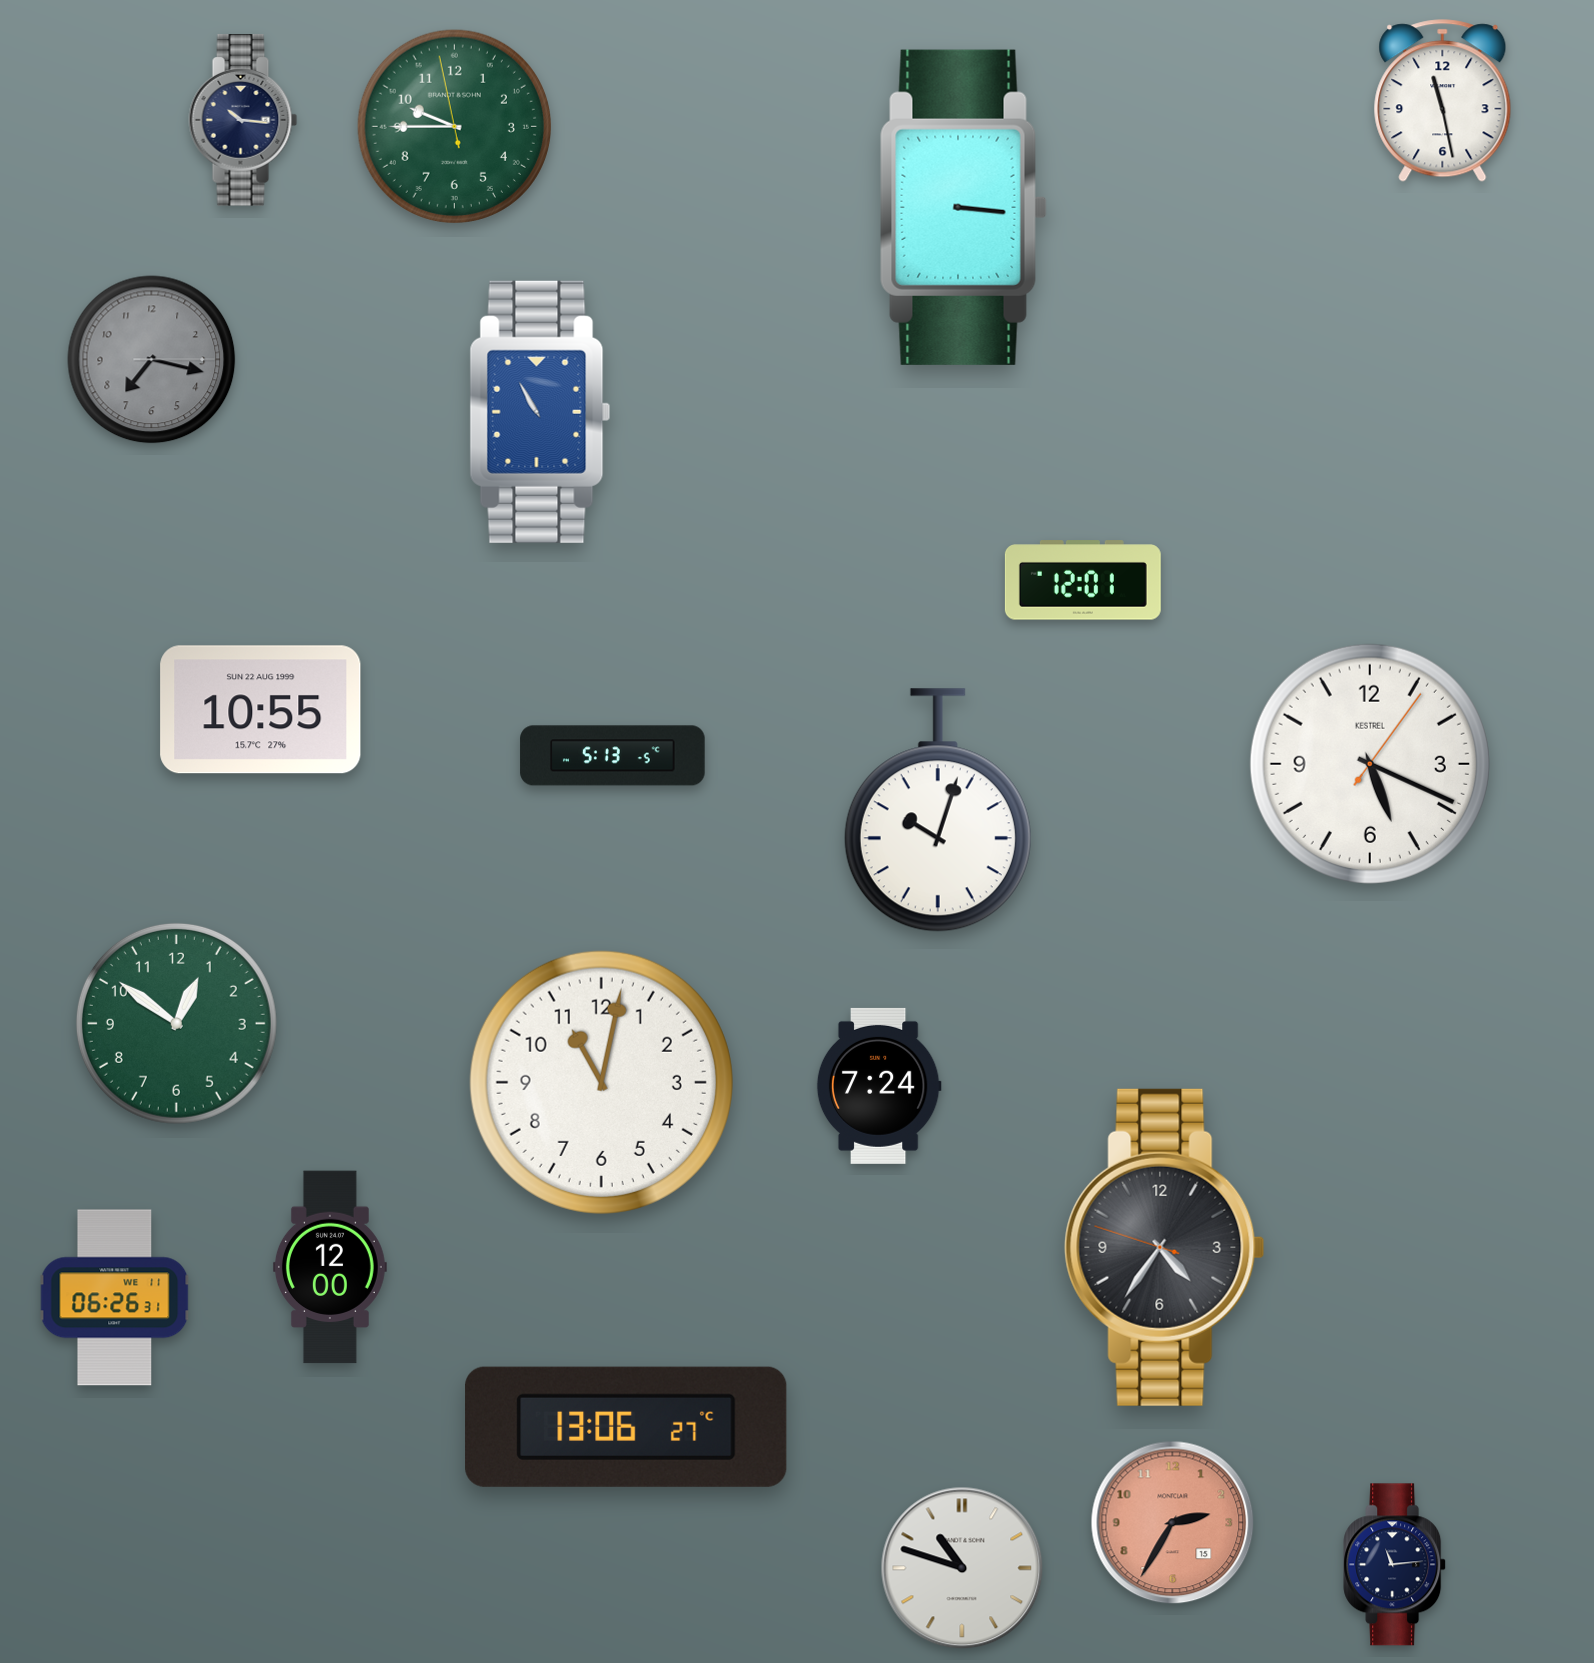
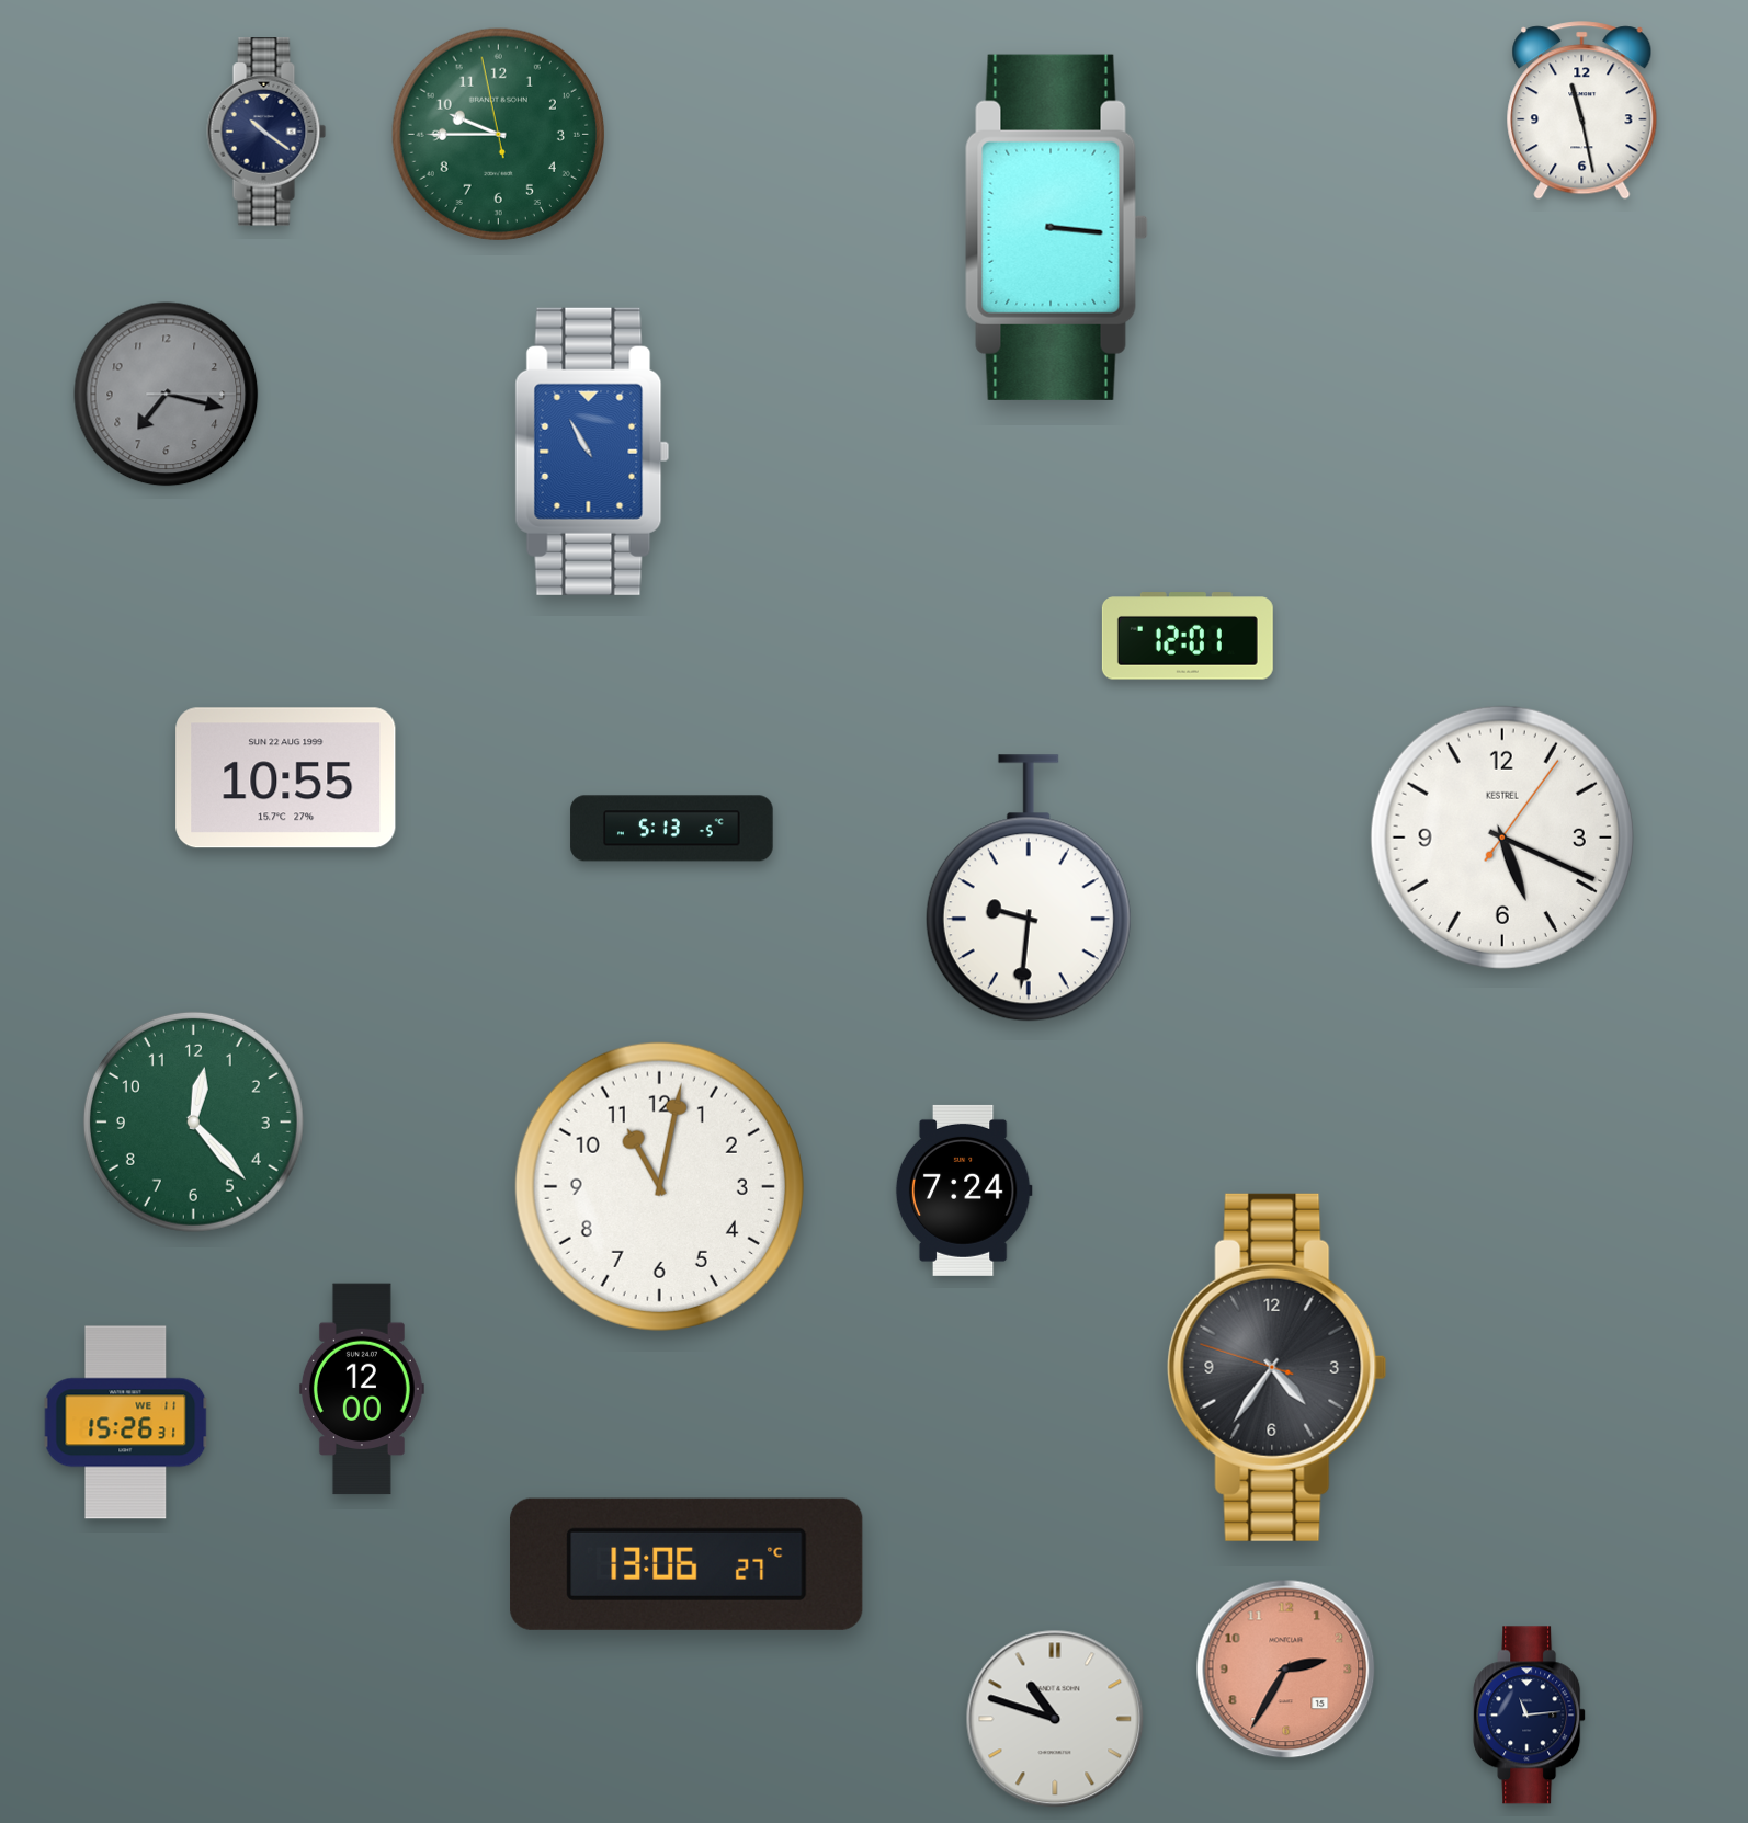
clock at (243, 120): 10:16 -> 10:21
clock at (454, 126) position: (454, 126) -> (498, 134)
clock at (938, 810): 10:03 -> 9:31
clock at (176, 1023): 12:51 -> 12:23
clock at (115, 1298): 06:26 -> 15:26
